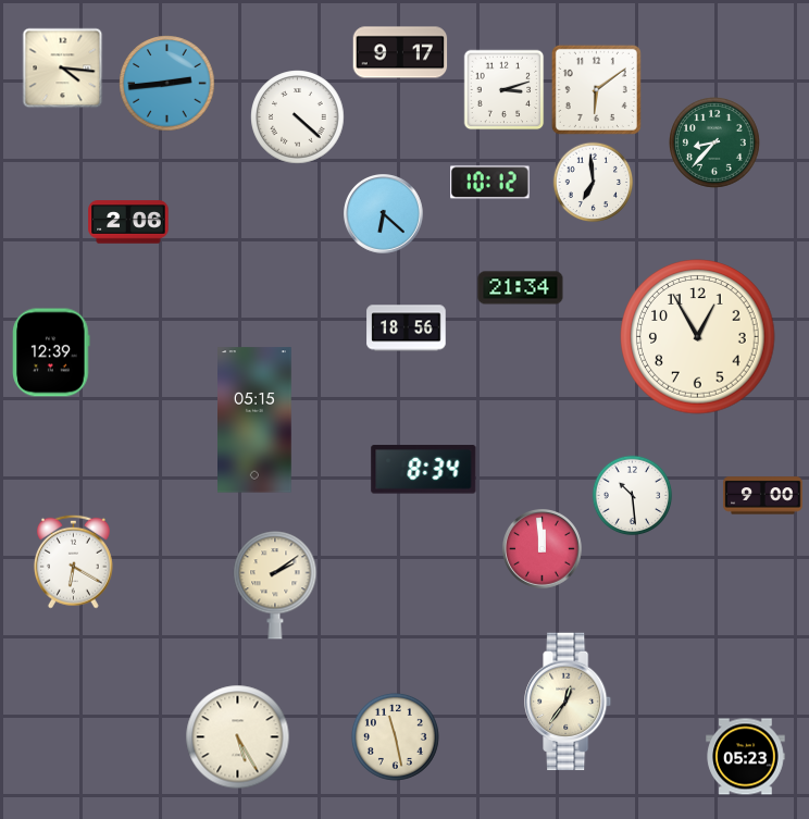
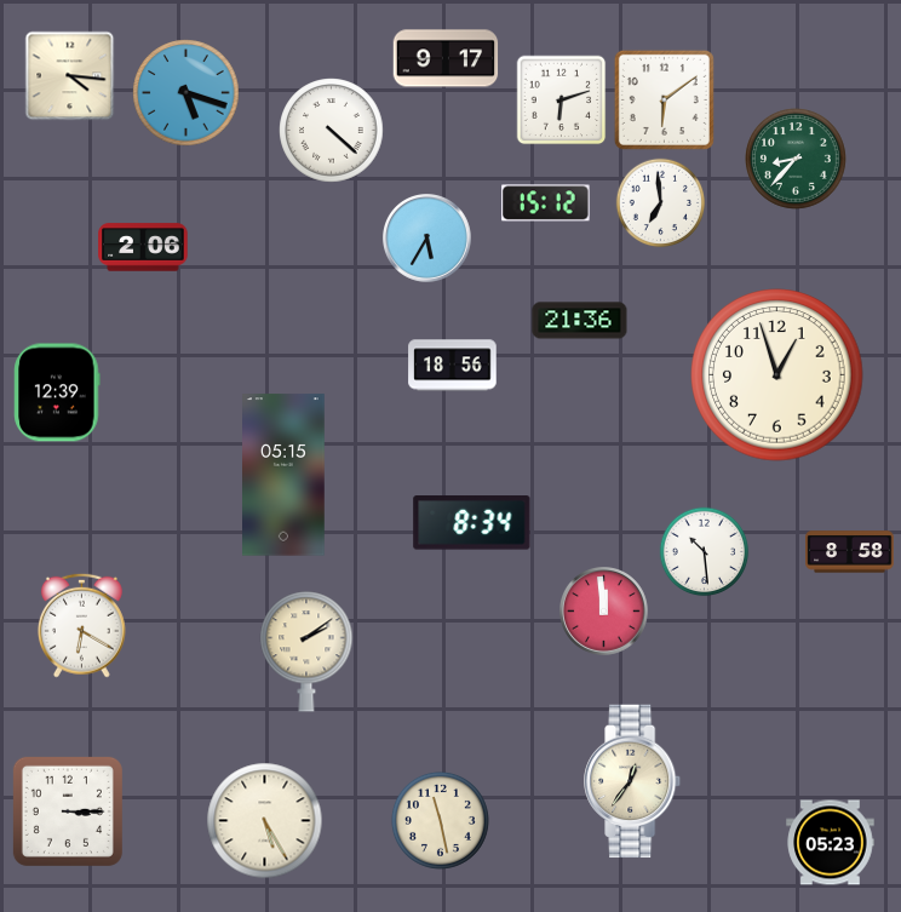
clock at (167, 84): 2:44 -> 5:18
clock at (505, 90): 3:12 -> 6:12
clock at (490, 183): 10:12 -> 15:12
clock at (384, 214): 6:22 -> 5:35
clock at (521, 288): 21:34 -> 21:36
clock at (698, 337): 12:55 -> 12:57
clock at (256, 420) position: (256, 420) -> (285, 475)
clock at (763, 496): 9:00 -> 8:58
clock at (68, 811): none -> 3:15
